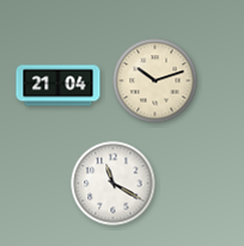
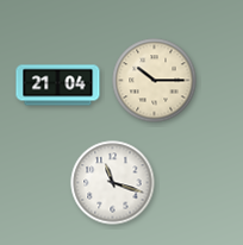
clock at (155, 81): 10:12 -> 10:15
clock at (114, 184): 11:20 -> 11:18
